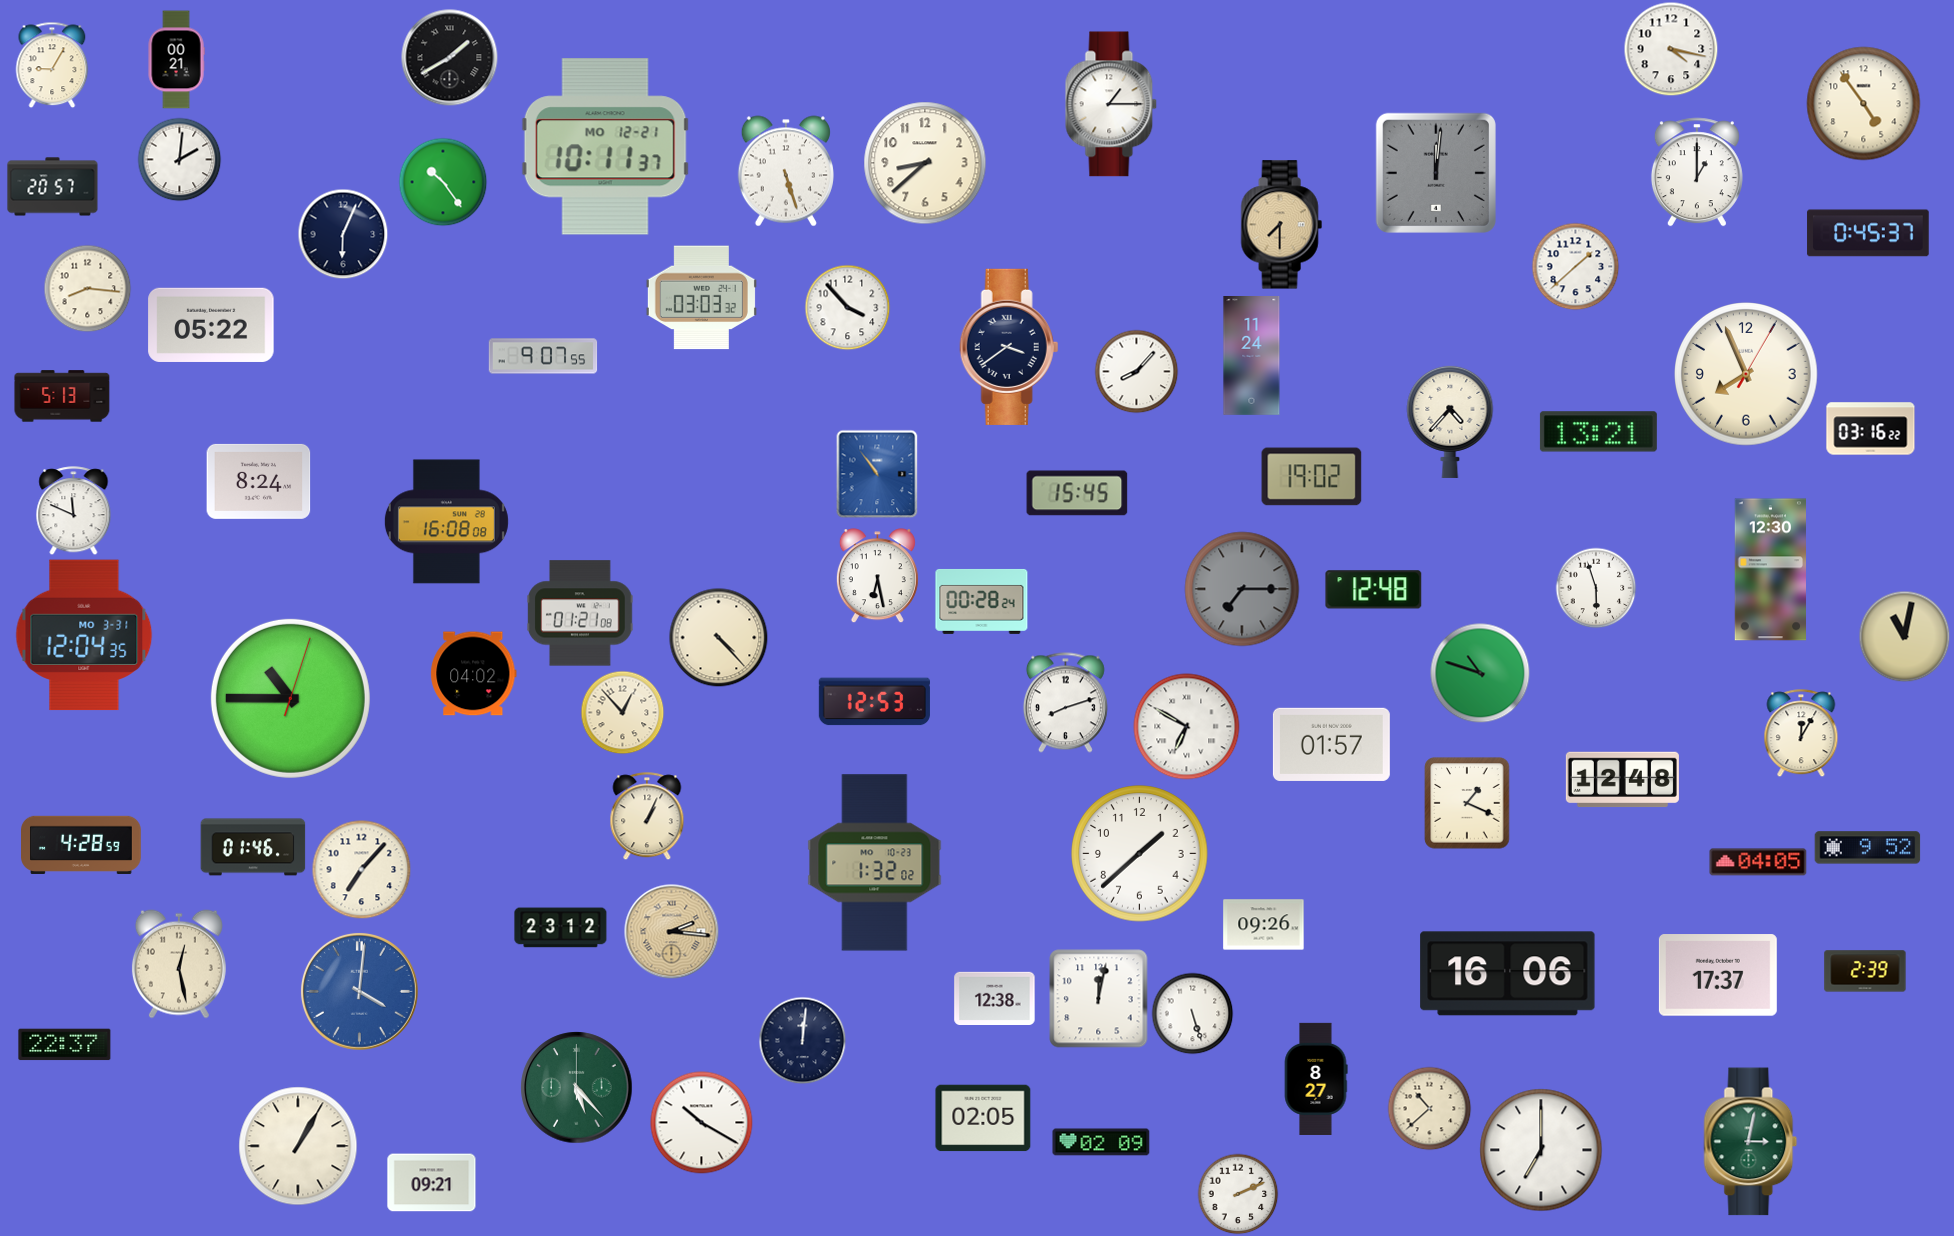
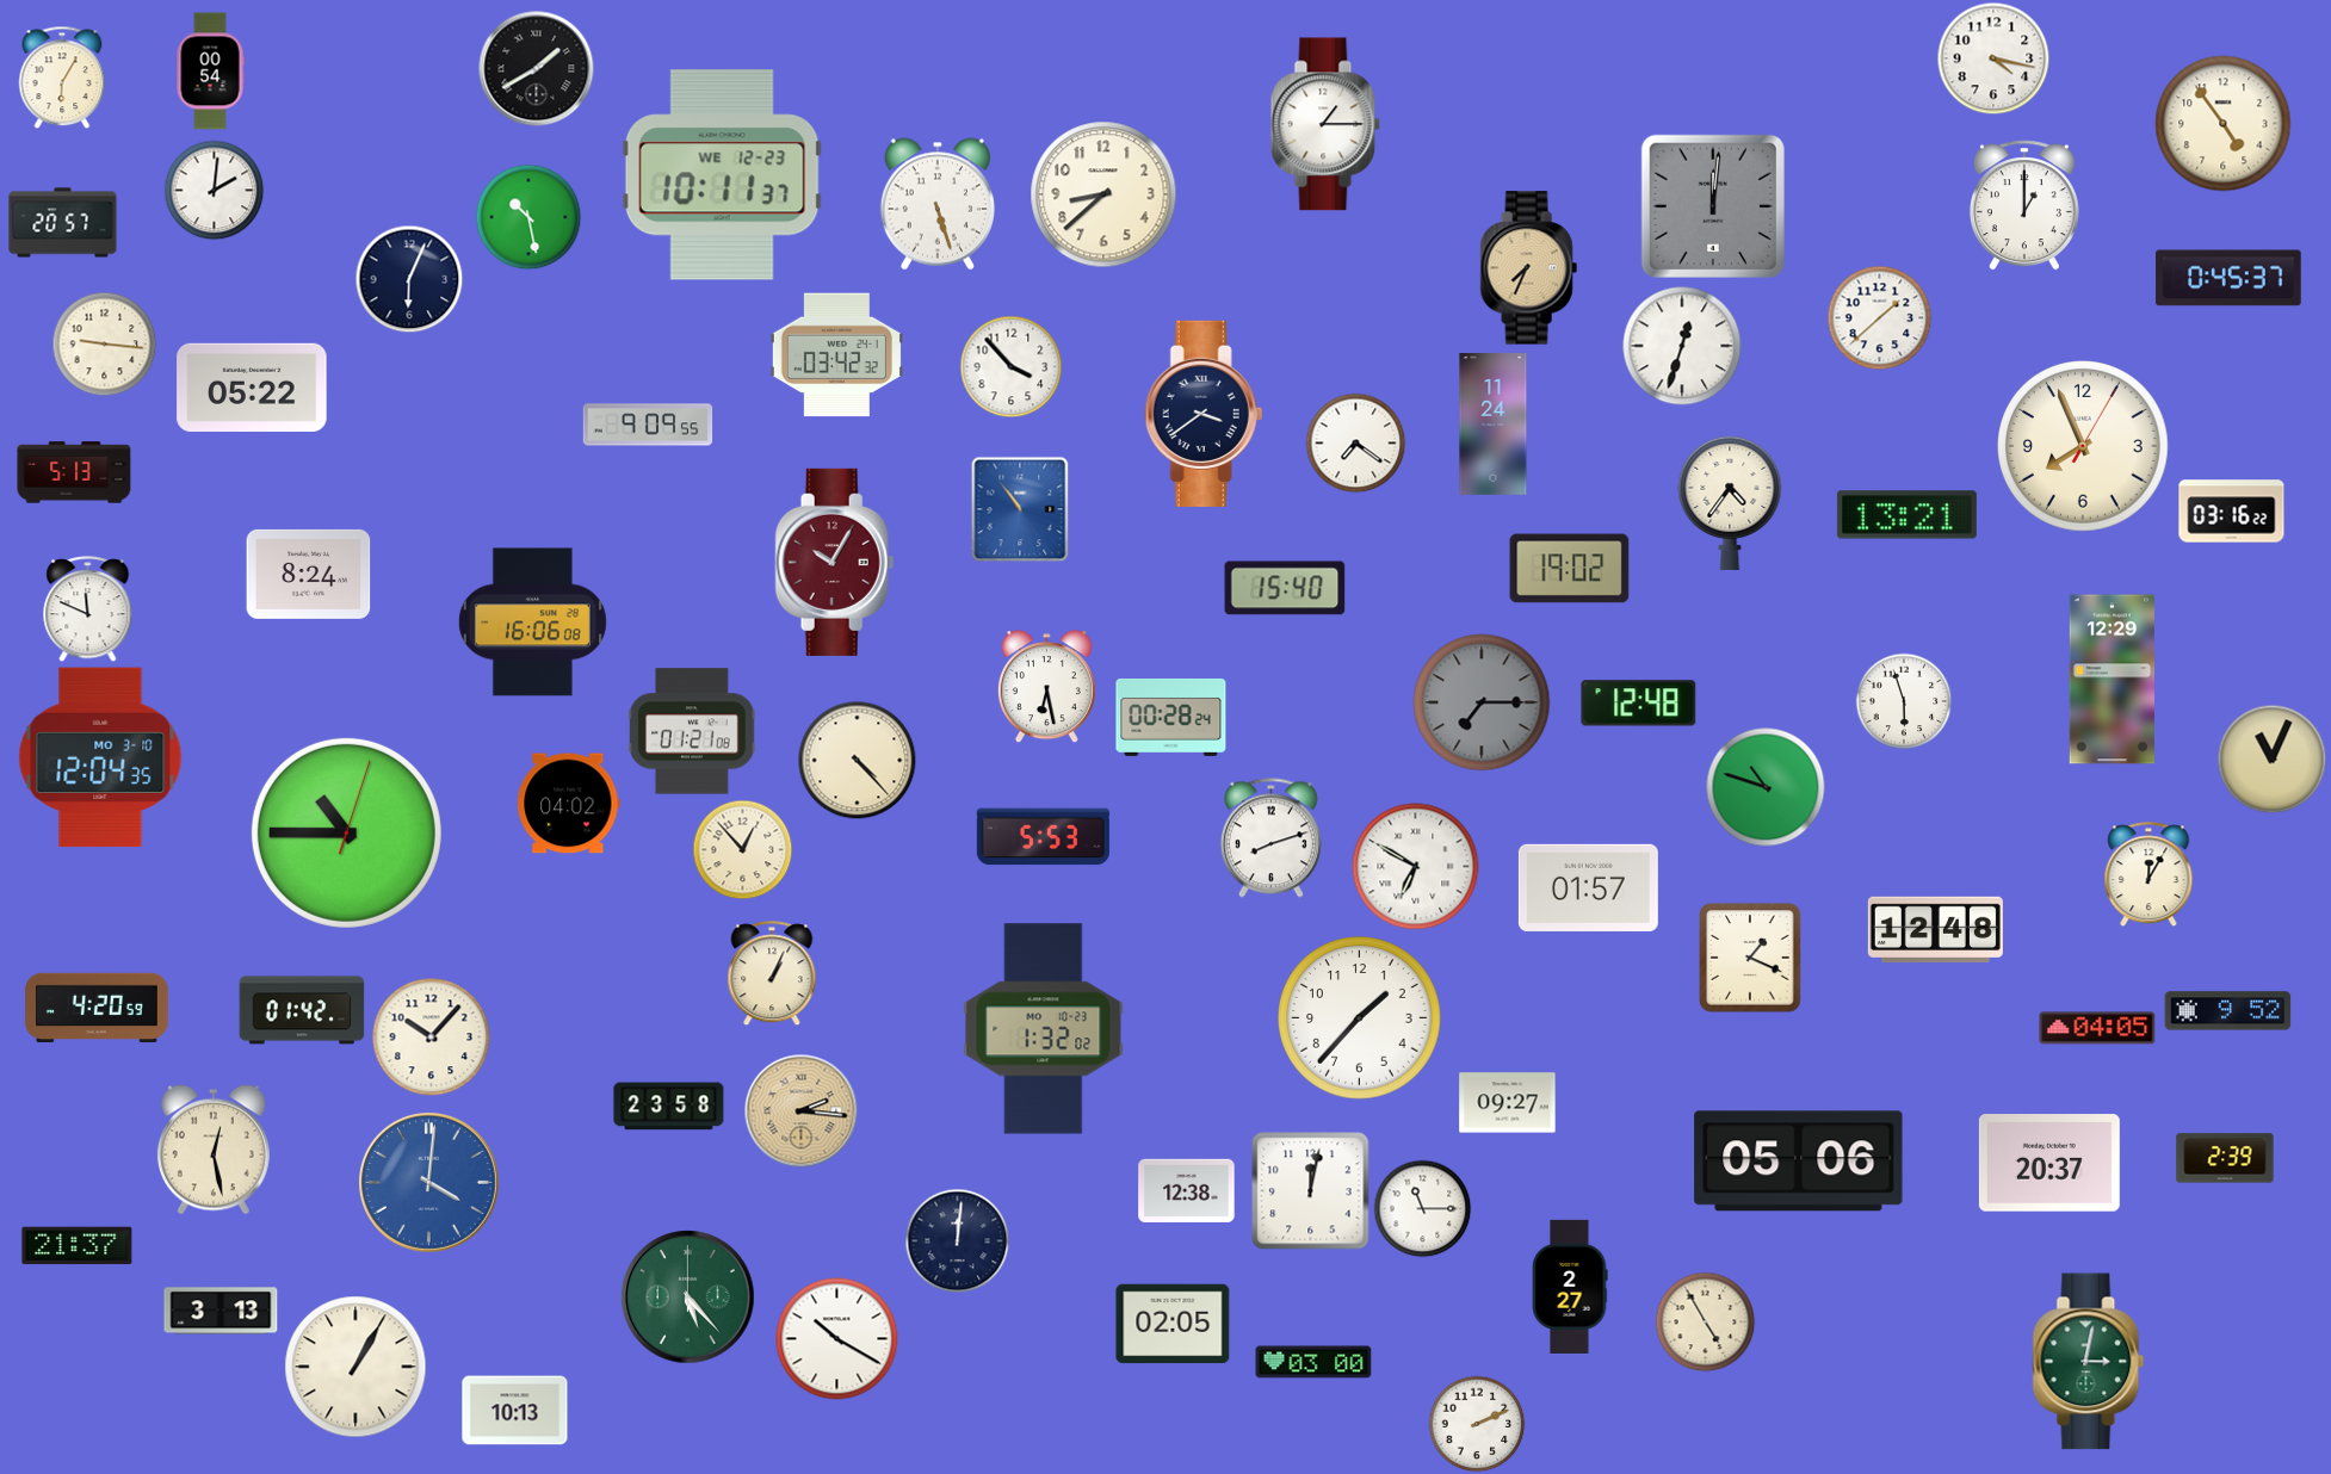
clock at (176, 60): 00:21 -> 00:54
clock at (52, 65): 9:05 -> 6:05
clock at (605, 147) date: MO 12-21 -> WE 12-23
clock at (443, 182): 10:24 -> 10:28
clock at (1281, 225): 7:30 -> 7:34
clock at (87, 288): 8:16 -> 9:16
clock at (1682, 346): none -> 12:33
clock at (701, 298): 03:03 -> 03:42
clock at (543, 356): 9:07 -> 9:09
clock at (1136, 371): 8:07 -> 7:21
clock at (1450, 421): 4:37 -> 4:36
clock at (835, 562): none -> 10:05
clock at (877, 474) position: (877, 474) -> (1020, 509)
clock at (1312, 477) position: (1312, 477) -> (1570, 569)
clock at (1077, 493): 15:45 -> 15:40
clock at (446, 522): 16:08 -> 16:06
clock at (1771, 570): 12:30 -> 12:29
clock at (84, 635) date: MO 3-31 -> MO 3-10
clock at (1904, 636): 11:02 -> 11:04
clock at (1480, 673) position: (1480, 673) -> (1766, 787)
clock at (474, 674) position: (474, 674) -> (569, 804)
clock at (874, 702): 12:53 -> 5:53
clock at (82, 845): 4:28 -> 4:20
clock at (253, 847): 01:46 -> 01:42
clock at (1140, 854): 1:38 -> 1:37
clock at (362, 870): 7:07 -> 10:07
clock at (1264, 925): 09:26 -> 09:27
clock at (561, 928): 23:12 -> 23:58
clock at (1508, 974): 16:06 -> 05:06
clock at (1718, 975): 17:37 -> 20:37
clock at (1192, 1013): 5:27 -> 11:15
clock at (65, 1045): 22:37 -> 21:37
clock at (1316, 1079): 8:27 -> 2:27
clock at (221, 1311): none -> 3:13
clock at (1429, 1108): 10:38 -> 4:55
clock at (983, 1118) position: (983, 1118) -> (1173, 1324)
clock at (1101, 1142): 02:09 -> 03:00
clock at (1541, 1150): 7:00 -> none
clock at (432, 1183): 09:21 -> 10:13
